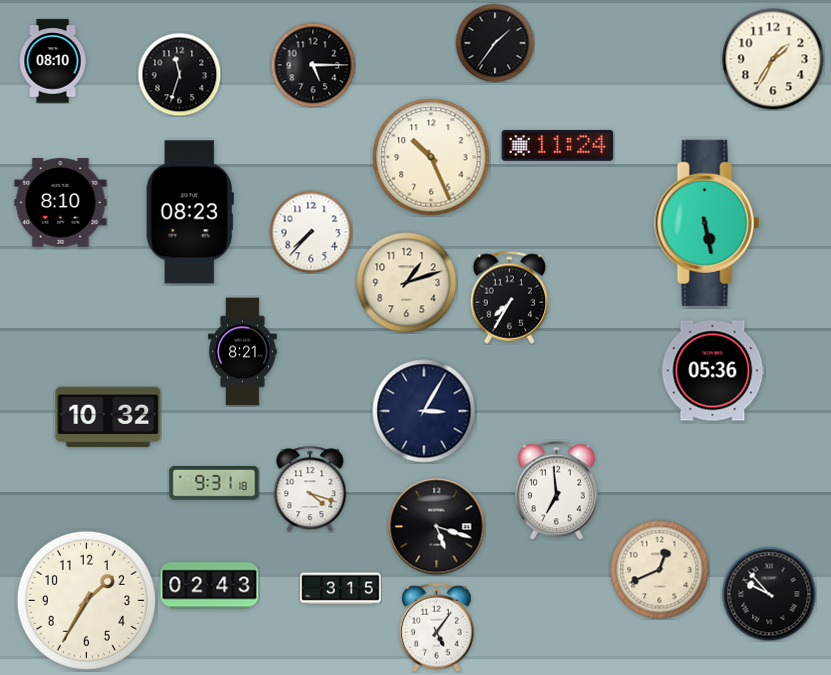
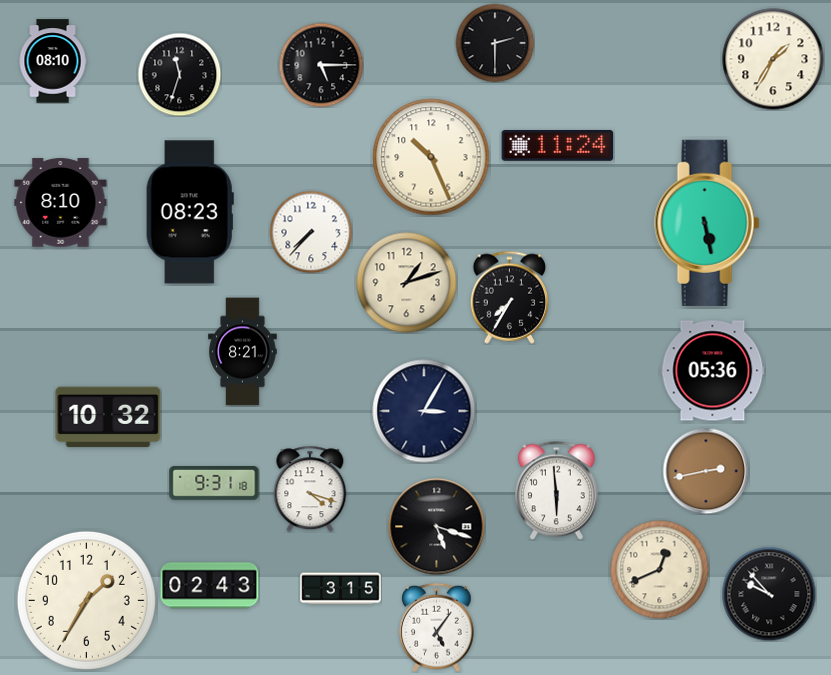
clock at (495, 43): 1:36 -> 2:30
clock at (313, 65) position: (313, 65) -> (321, 65)
clock at (706, 471): none -> 2:43
clock at (556, 490): 6:59 -> 5:59
